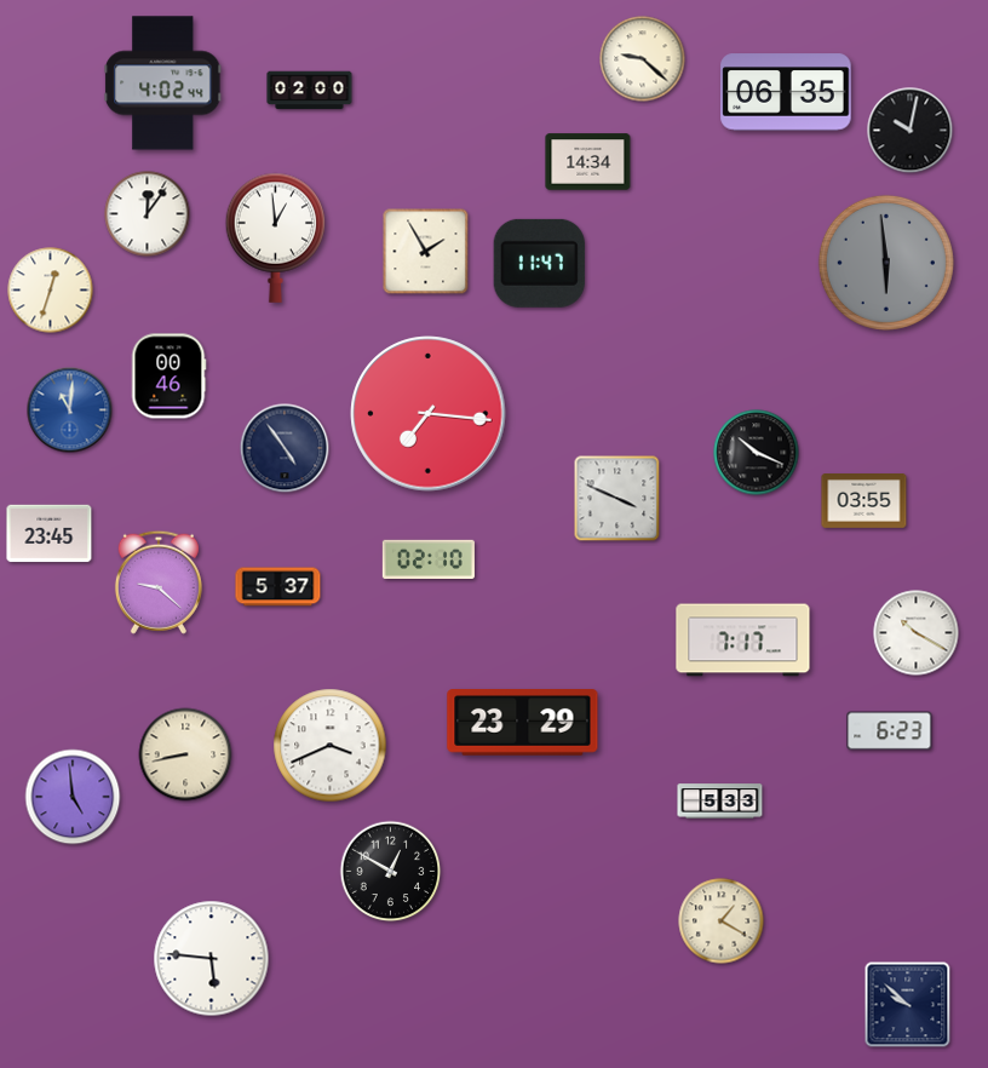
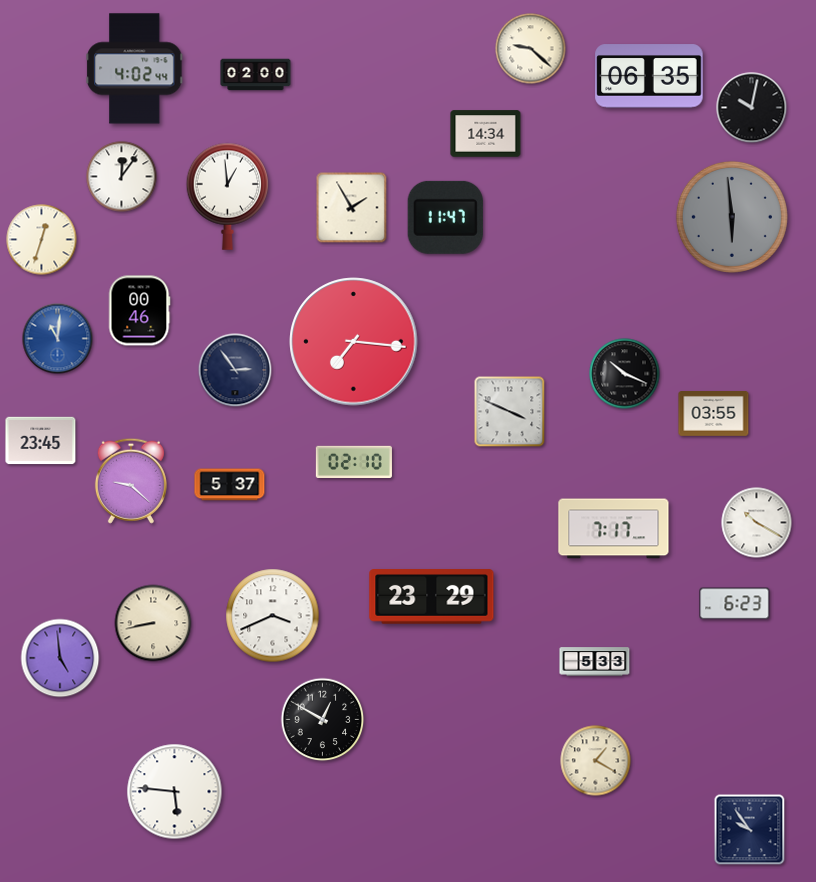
clock at (285, 448): 4:54 -> 2:54
clock at (908, 1005): 9:52 -> 9:54
